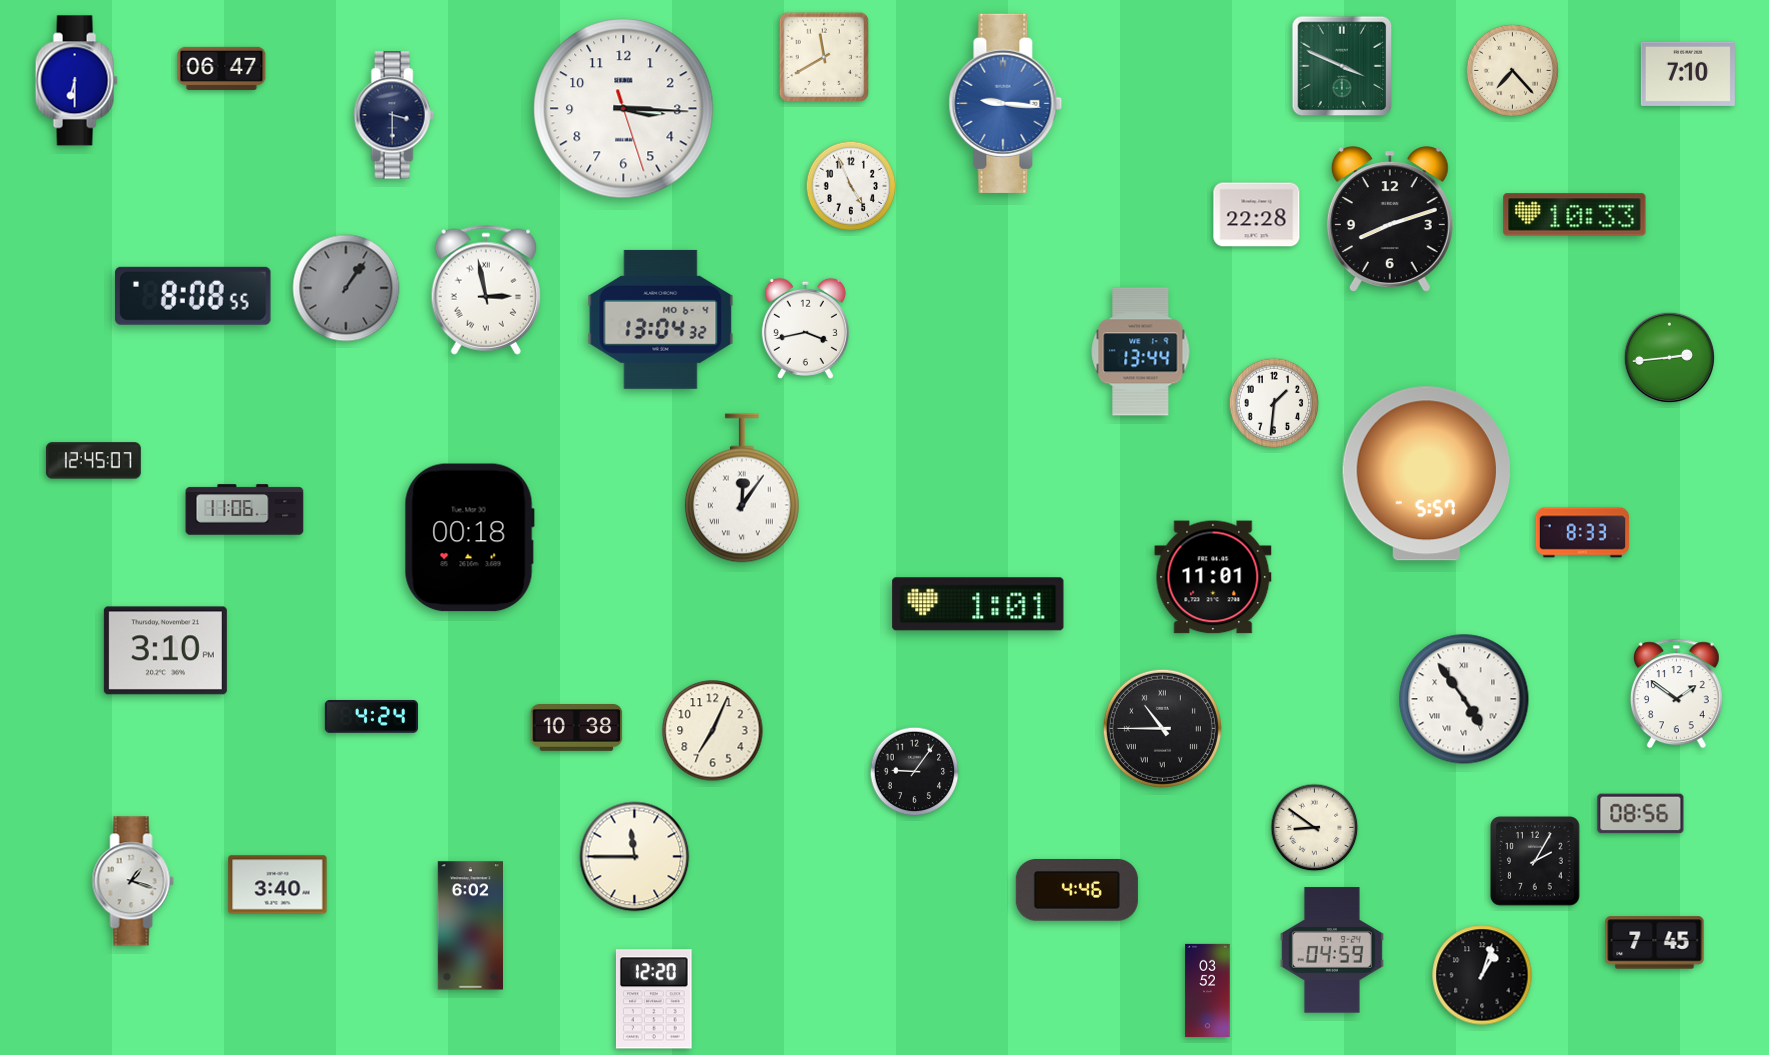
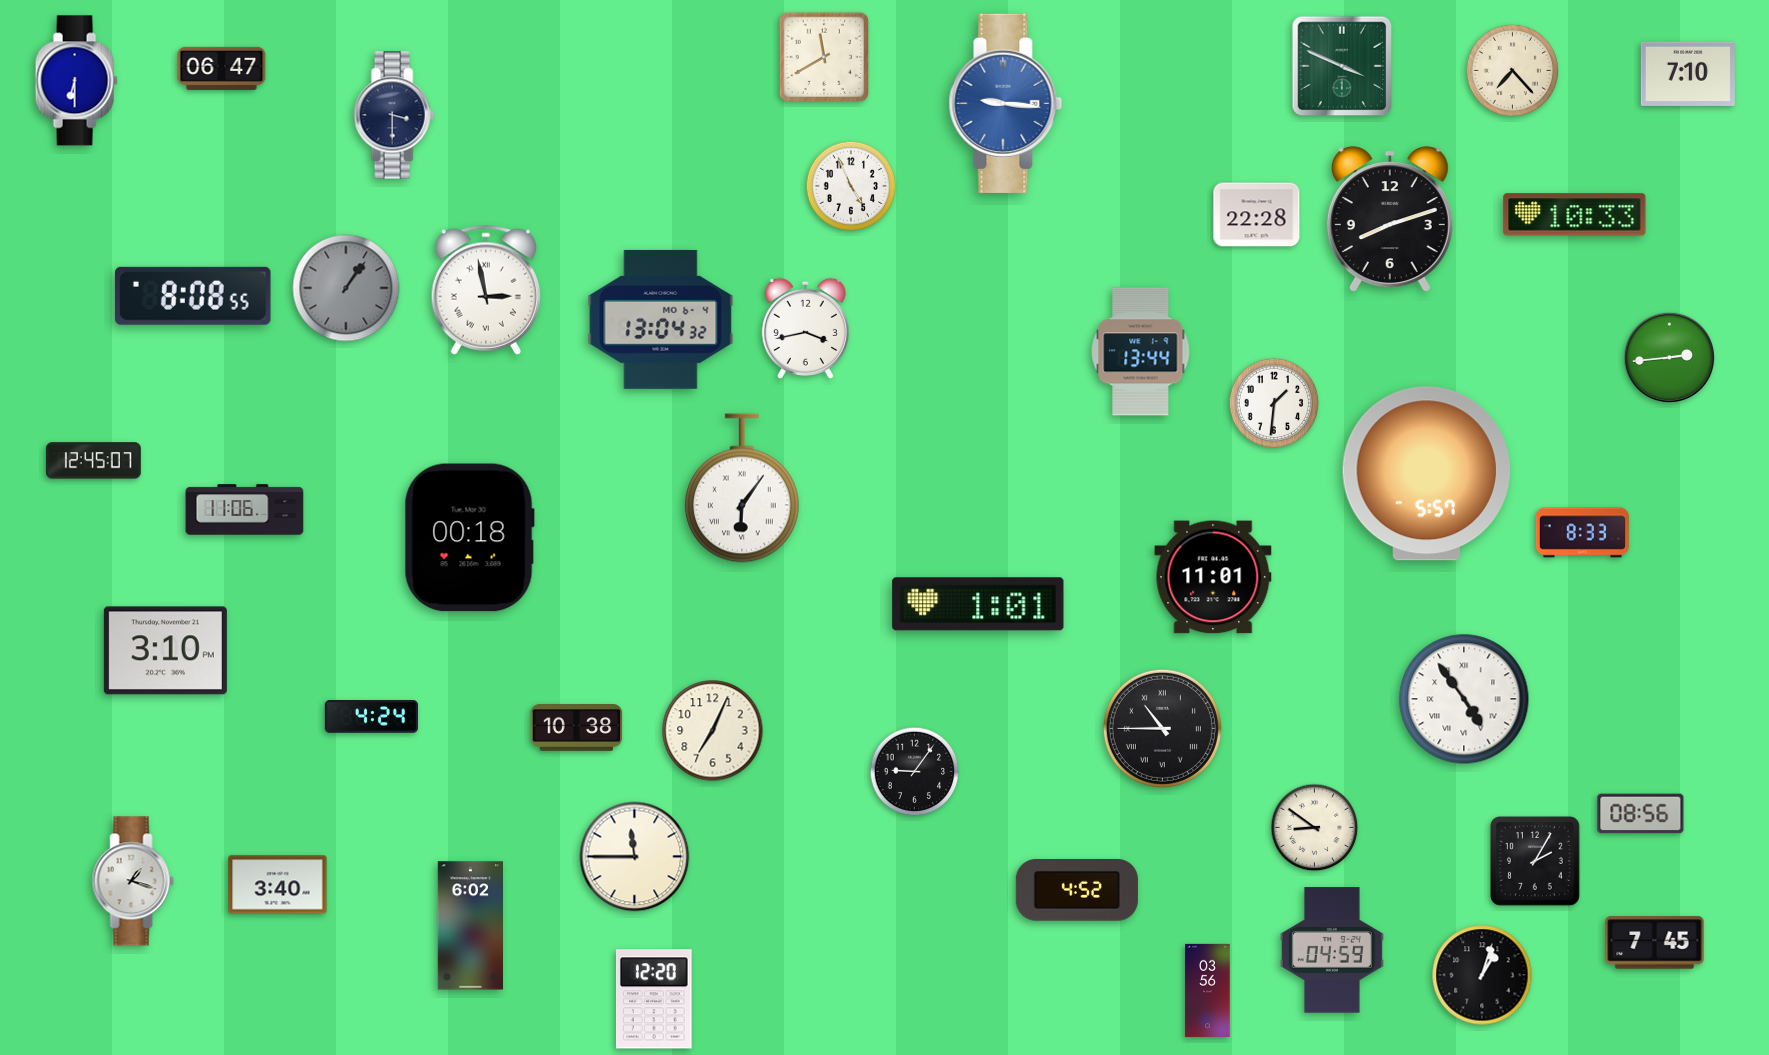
clock at (624, 109): 3:15 -> none
clock at (742, 488): 12:06 -> 6:06
clock at (1676, 694): 1:51 -> none
clock at (1077, 890): 4:46 -> 4:52
clock at (1208, 990): 03:52 -> 03:56
